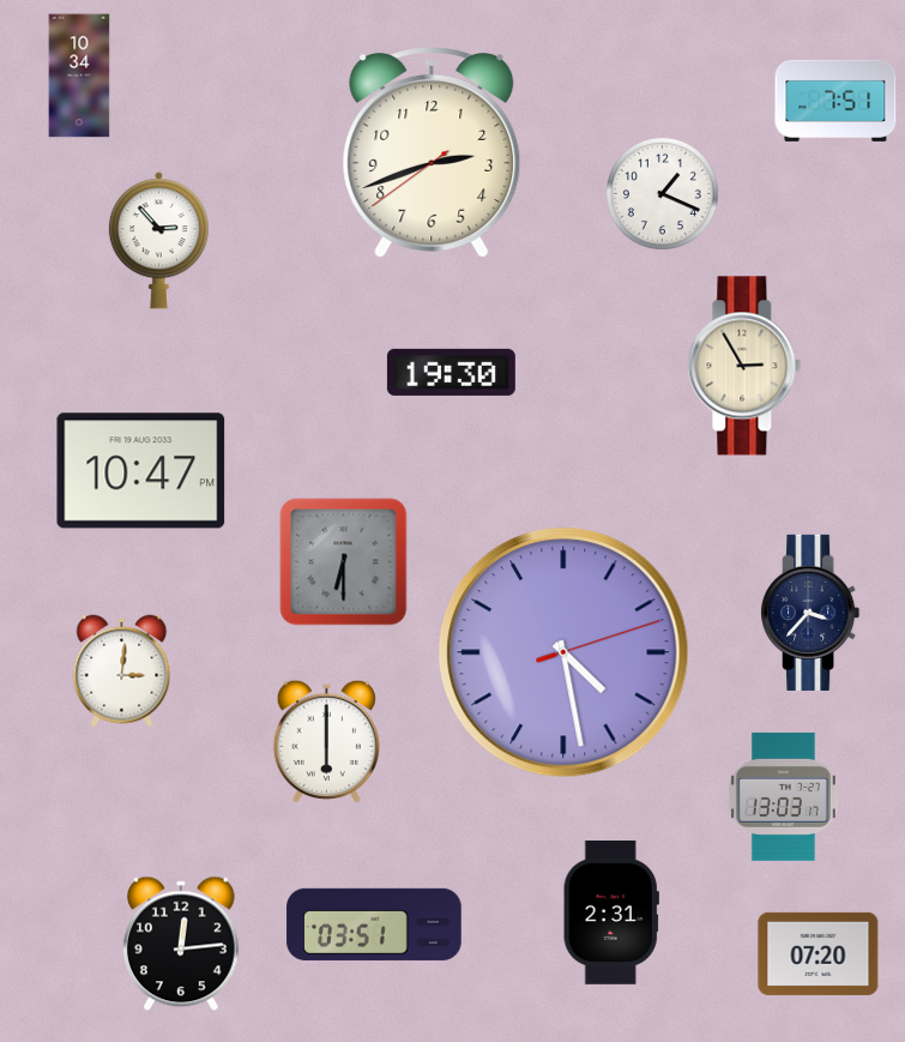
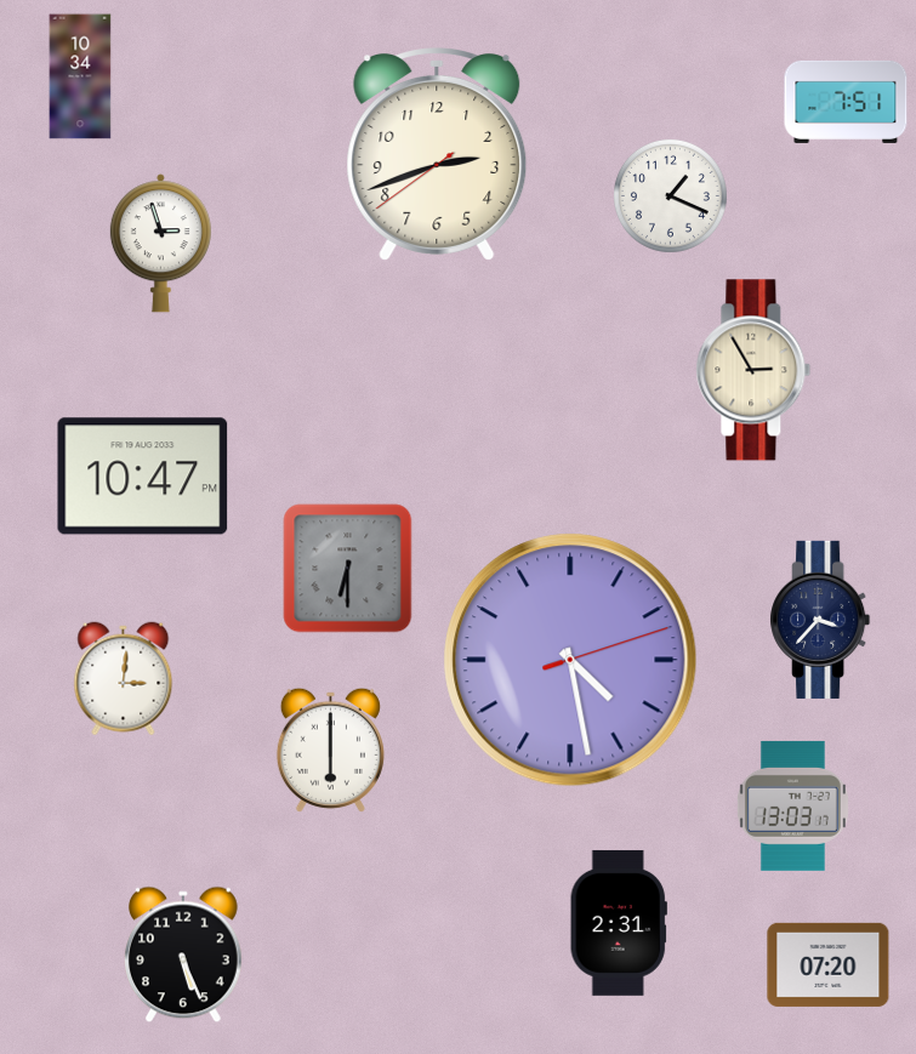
clock at (158, 241): 2:53 -> 2:57
clock at (451, 372): 19:30 -> none
clock at (374, 924): 03:51 -> none
clock at (182, 944): 12:14 -> 5:26
